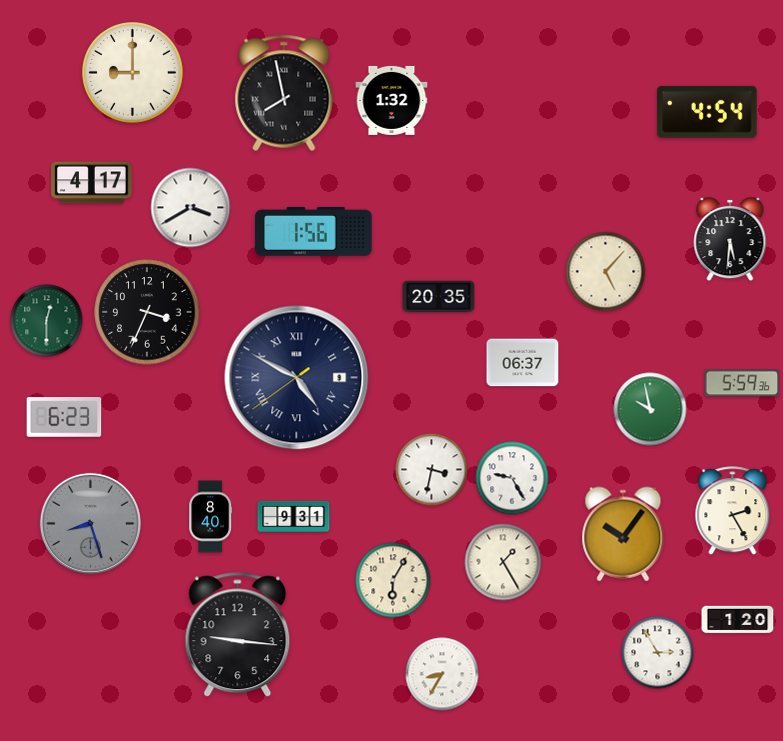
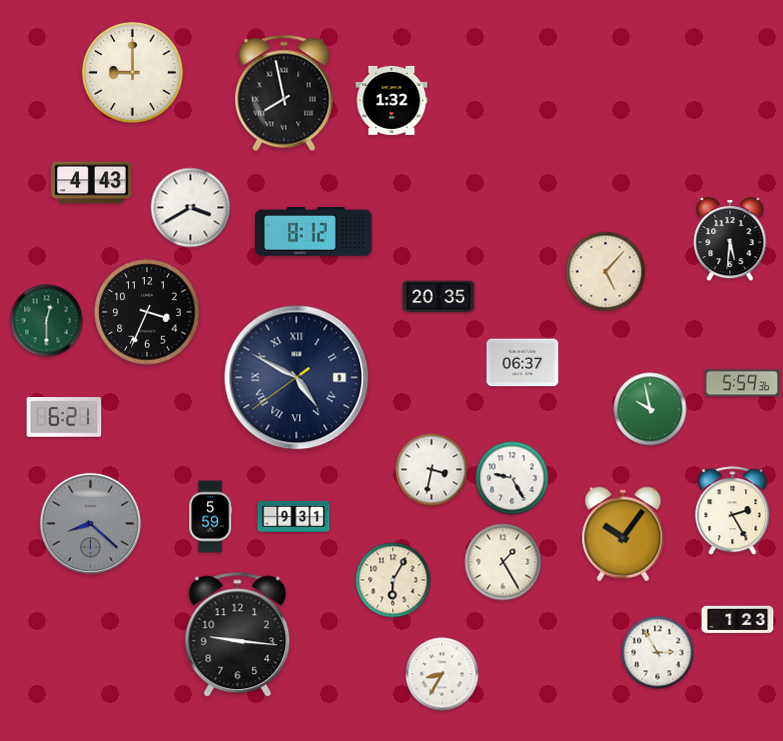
clock at (707, 112): 4:54 -> none
clock at (92, 183): 4:17 -> 4:43
clock at (314, 231): 1:56 -> 8:12
clock at (64, 417): 6:23 -> 6:21
clock at (211, 517): 8:40 -> 5:59
clock at (90, 523): 8:27 -> 8:22
clock at (738, 620): 1:20 -> 1:23
